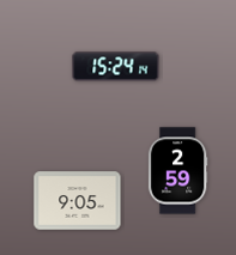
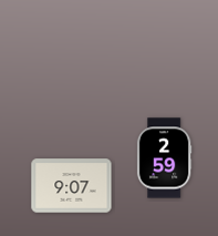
clock at (116, 67): 15:24 -> none
clock at (78, 201): 9:05 -> 9:07
